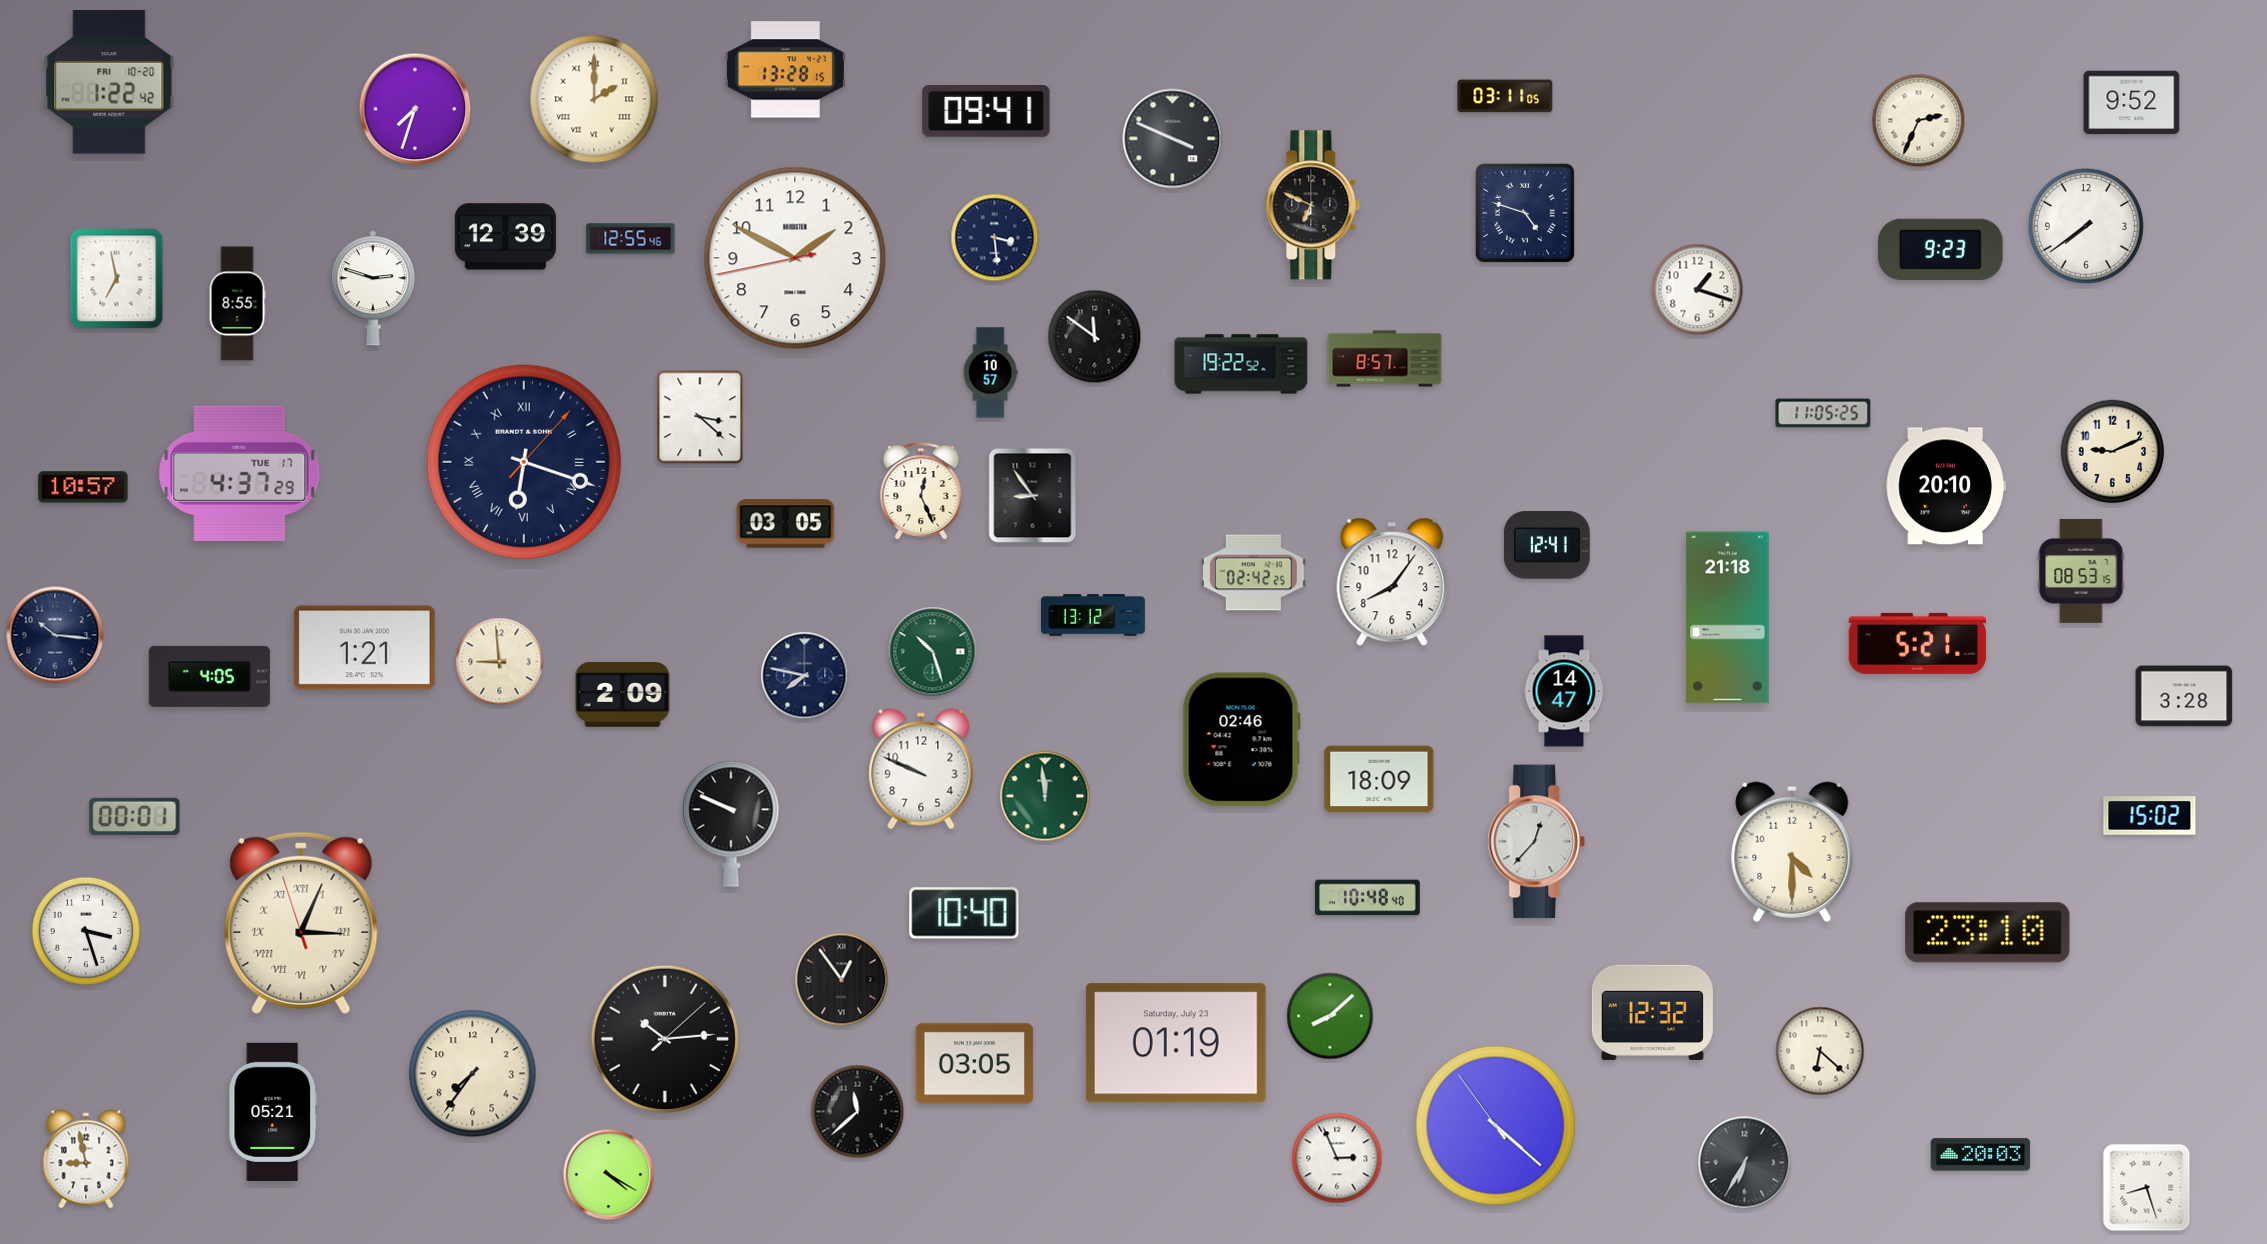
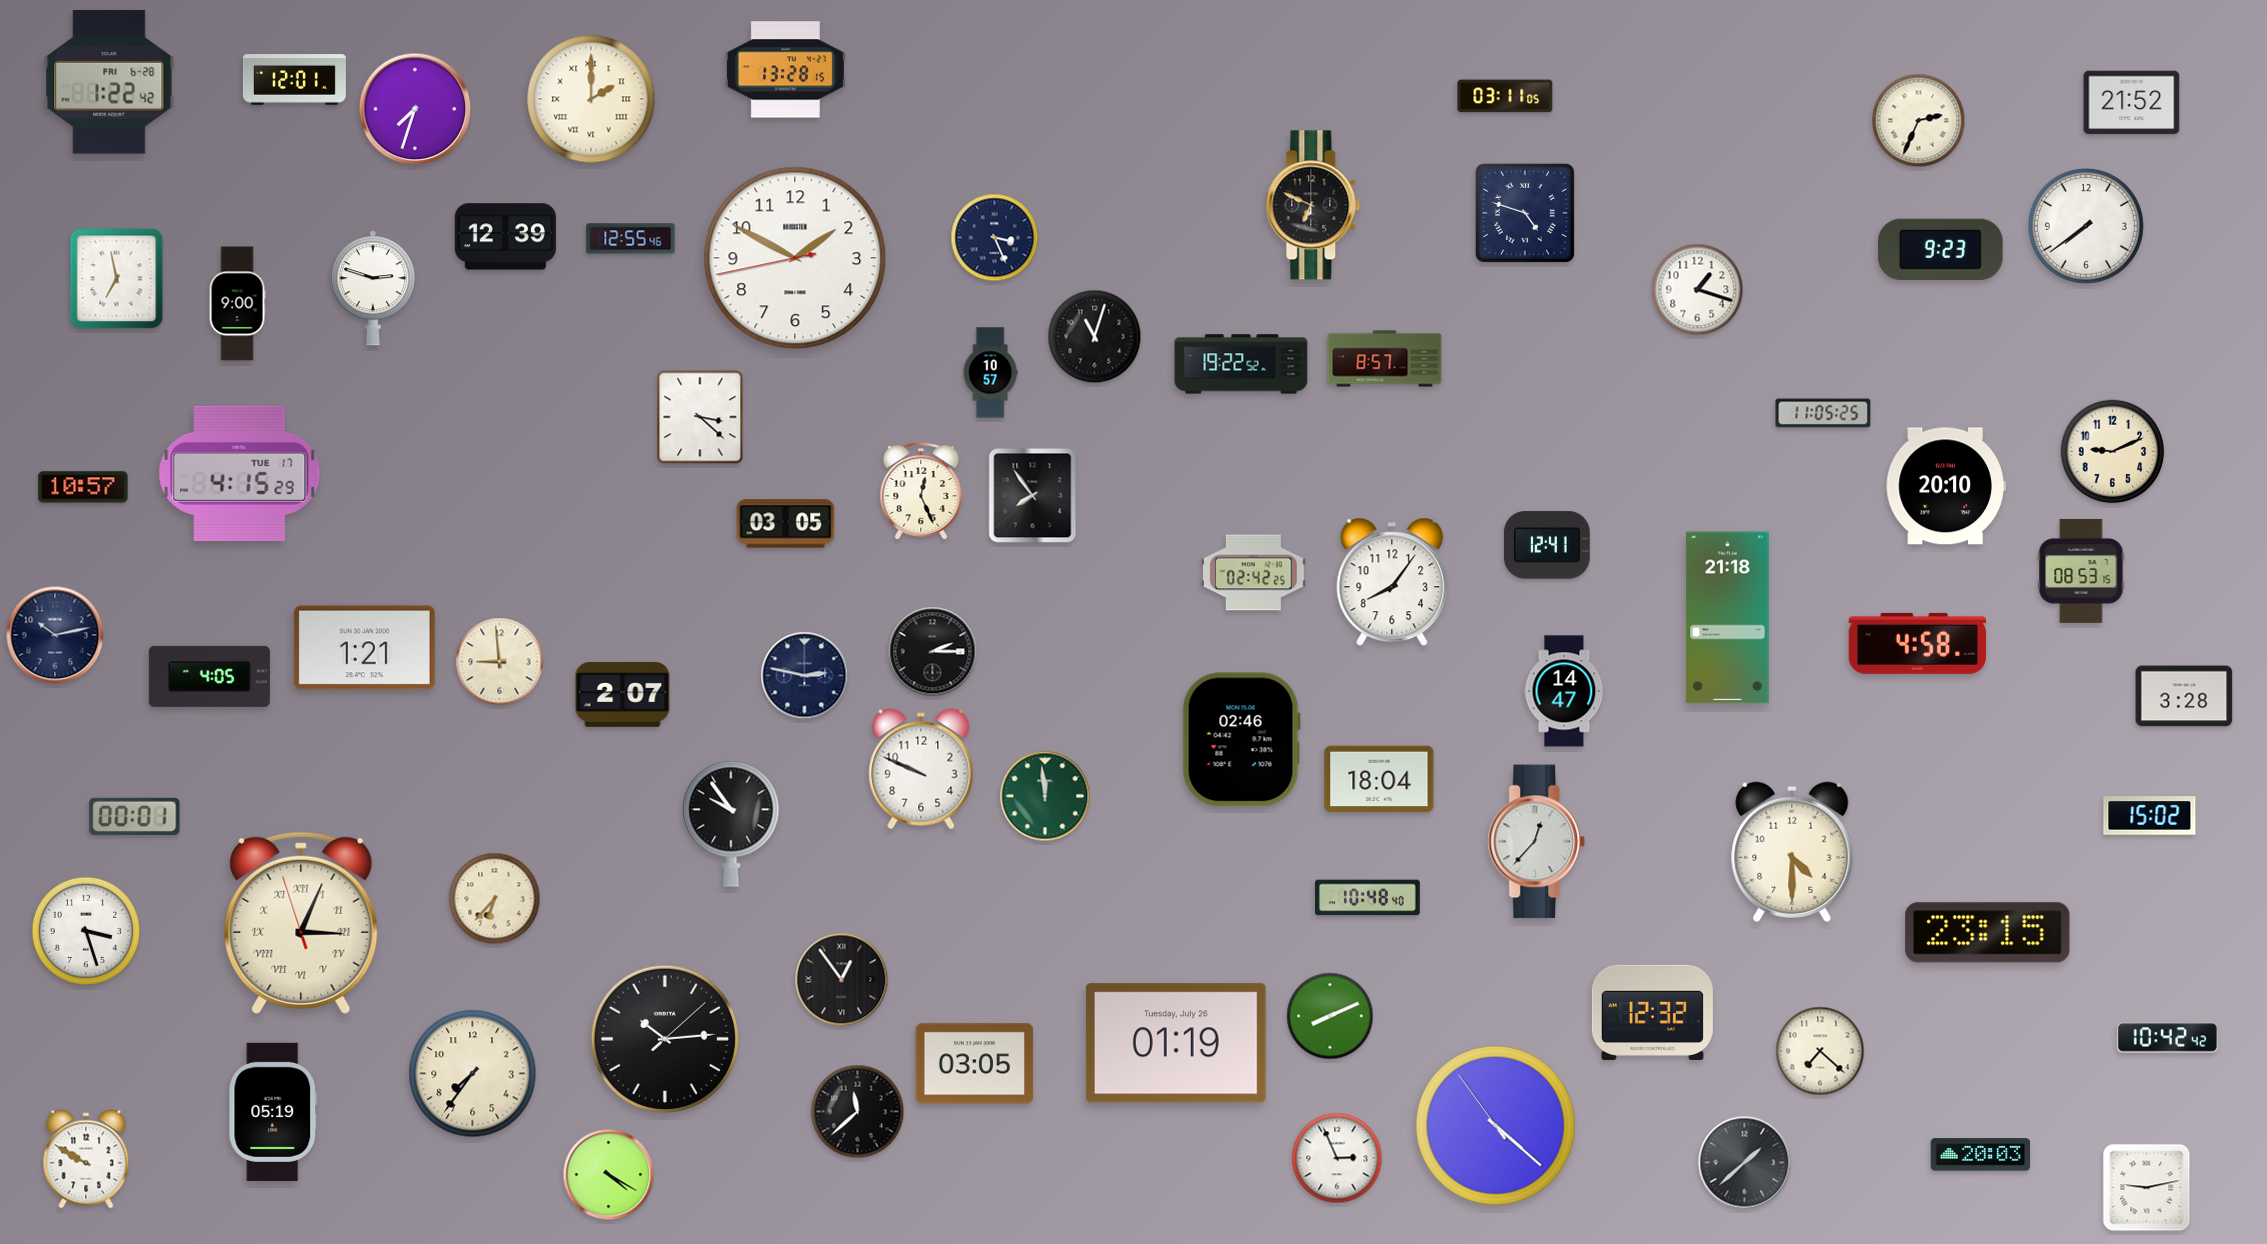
clock at (294, 80): none -> 12:01
clock at (109, 82) date: FRI 10-20 -> FRI 6-28
clock at (594, 99) position: (594, 99) -> (591, 99)
clock at (2132, 103): 9:52 -> 21:52
clock at (986, 111): 09:41 -> none
clock at (1173, 139): 3:49 -> none
clock at (995, 238): 3:29 -> 3:26
clock at (237, 304): 8:55 -> 9:00
clock at (1095, 337): 11:51 -> 11:03
clock at (524, 462): 6:18 -> none
clock at (240, 473): 4:37 -> 4:15
clock at (1033, 496): 8:54 -> 7:54
clock at (1094, 615): 13:12 -> none
clock at (55, 635): 10:16 -> 10:13
clock at (1917, 643): 5:21 -> 4:58
clock at (933, 652): 10:27 -> 2:15
clock at (933, 652) dial: green -> black
clock at (805, 676): 7:47 -> 2:47
clock at (623, 695): 2:09 -> 2:07
clock at (1379, 779): 18:09 -> 18:04
clock at (731, 824): 9:49 -> 9:54
clock at (495, 899): none -> 6:37
clock at (964, 913): 10:40 -> none
clock at (1988, 933): 23:10 -> 23:15
clock at (1330, 1016): 8:08 -> 8:11
clock at (2167, 1038): none -> 10:42
clock at (1176, 1043) date: Saturday, July 23 -> Tuesday, July 26
clock at (1820, 1051): 6:22 -> 7:22
clock at (273, 1112): 05:21 -> 05:19
clock at (86, 1159): 8:58 -> 9:50
clock at (1745, 1163): 6:35 -> 1:38
clock at (2147, 1188): 8:27 -> 9:13
